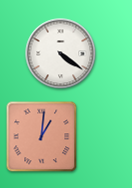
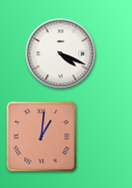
clock at (61, 54): 4:21 -> 4:19
